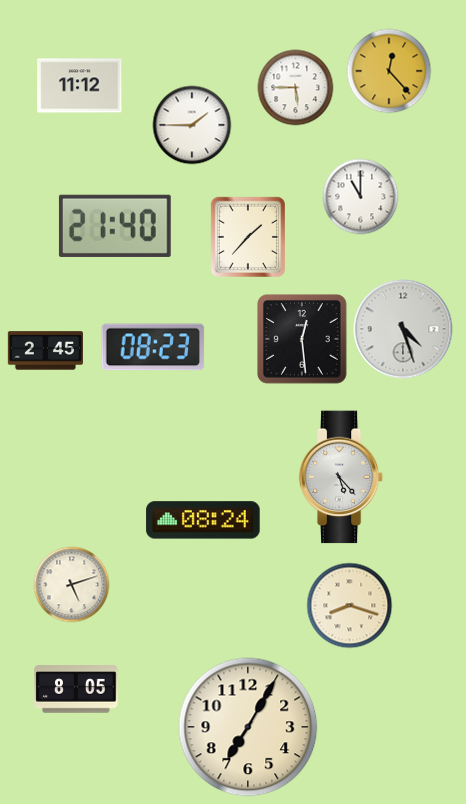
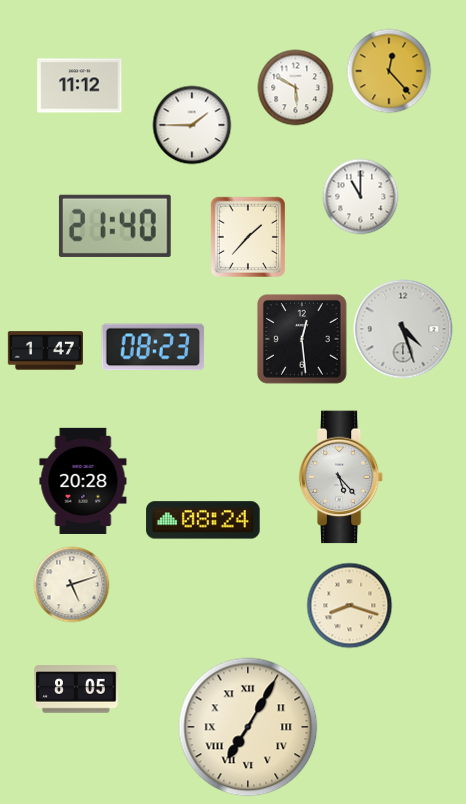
clock at (296, 88): 5:45 -> 5:50
clock at (45, 351): 2:45 -> 1:47
clock at (83, 481): none -> 20:28
clock at (248, 727) numerals: Arabic -> Roman
